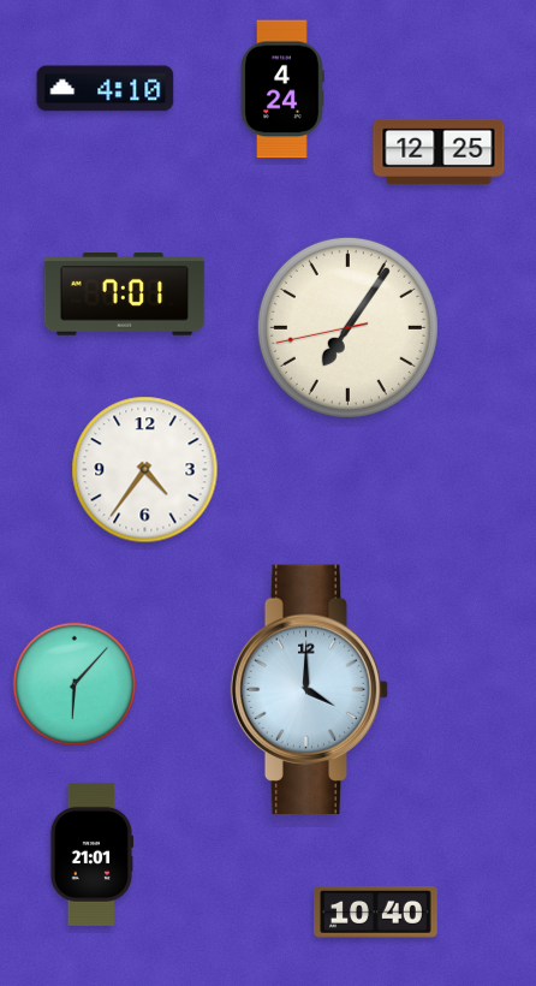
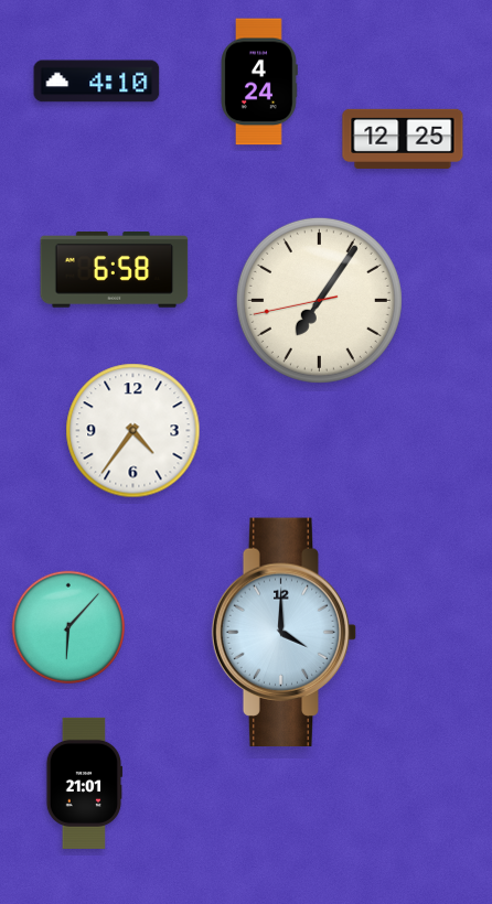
clock at (125, 295): 7:01 -> 6:58
clock at (376, 911): 10:40 -> none
